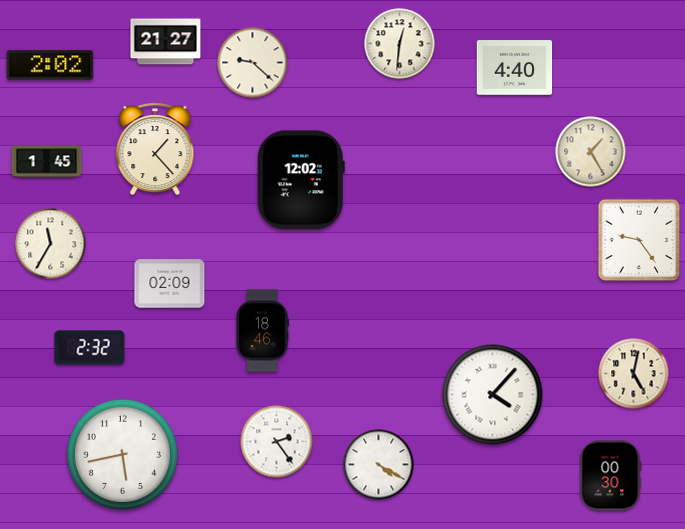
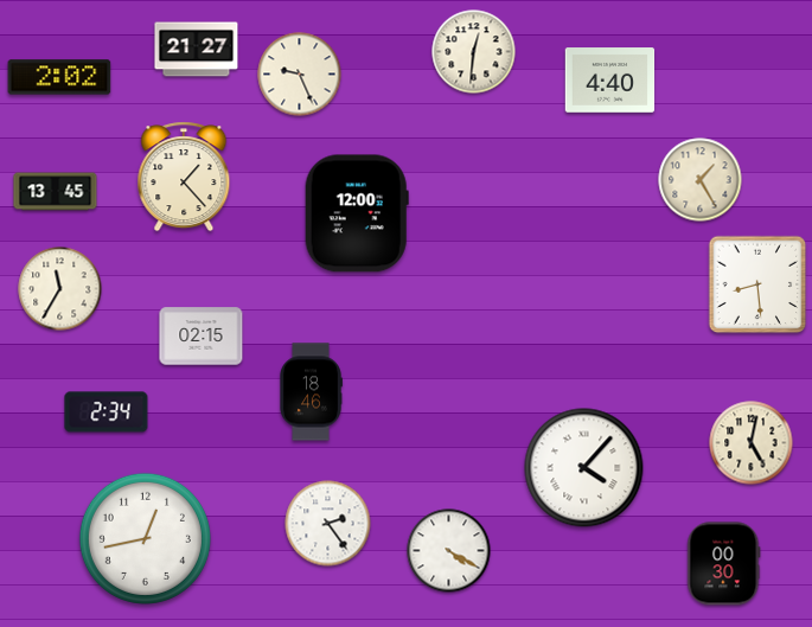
clock at (253, 63): 9:22 -> 9:26
clock at (47, 162): 1:45 -> 13:45
clock at (301, 180): 12:02 -> 12:00
clock at (639, 240): 9:24 -> 8:29
clock at (170, 284): 02:09 -> 02:15
clock at (90, 348): 2:32 -> 2:34
clock at (122, 454): 5:43 -> 12:43
